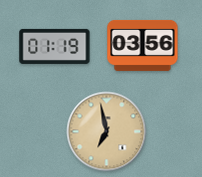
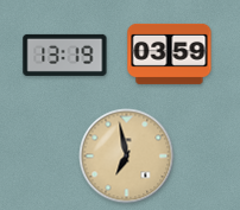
clock at (143, 45): 03:56 -> 03:59
clock at (55, 46): 01:19 -> 13:19
